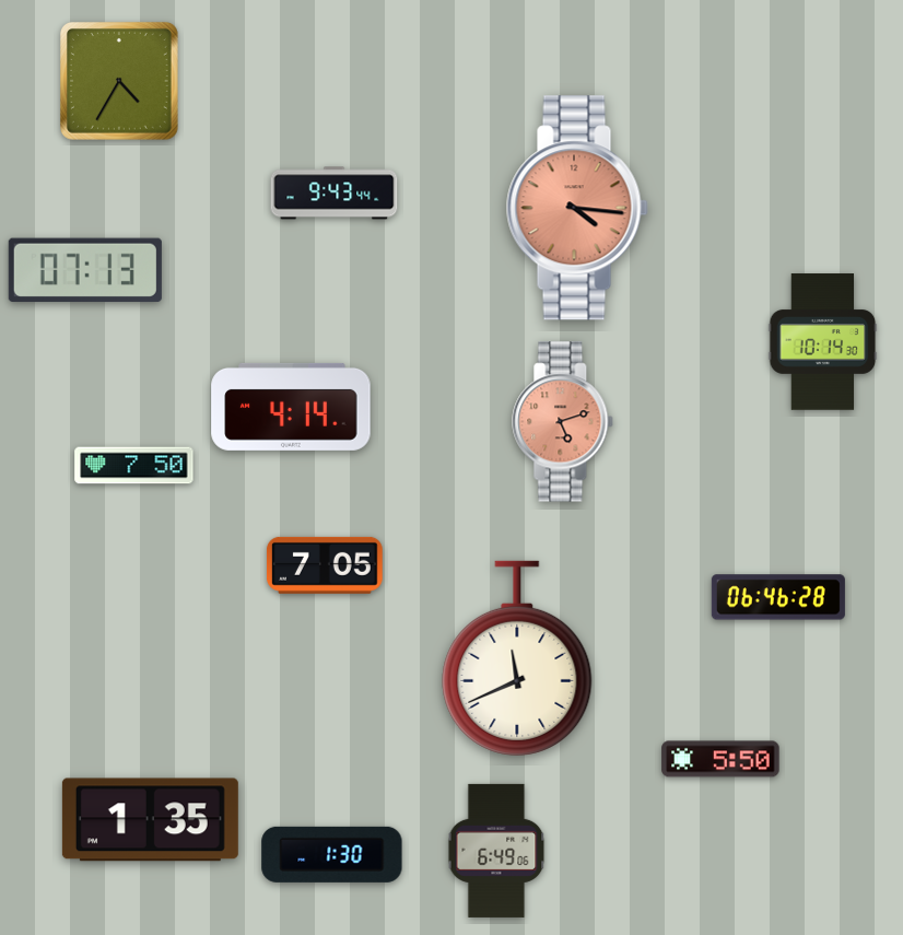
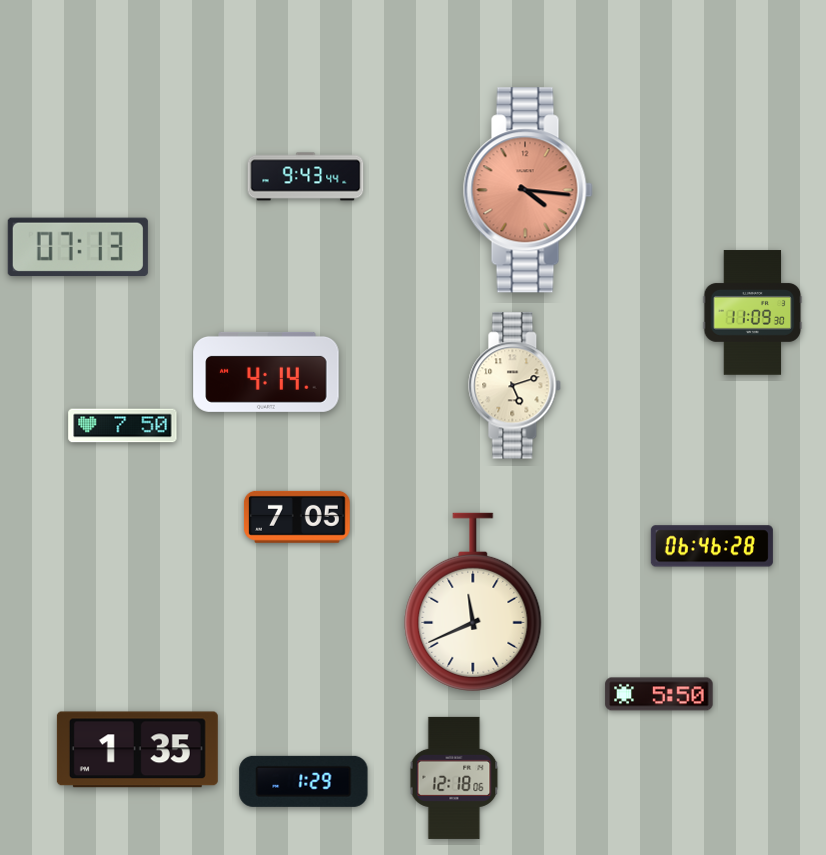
clock at (119, 81): 4:35 -> none
clock at (823, 342): 10:14 -> 11:09
clock at (563, 422) dial: salmon -> cream
clock at (496, 851): 6:49 -> 12:18
clock at (332, 854): 1:30 -> 1:29
